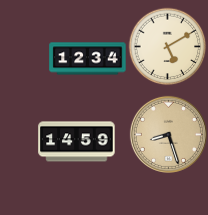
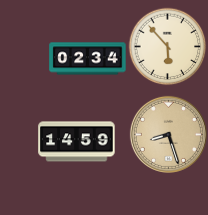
clock at (167, 46): 5:10 -> 5:53
clock at (88, 59): 12:34 -> 02:34
